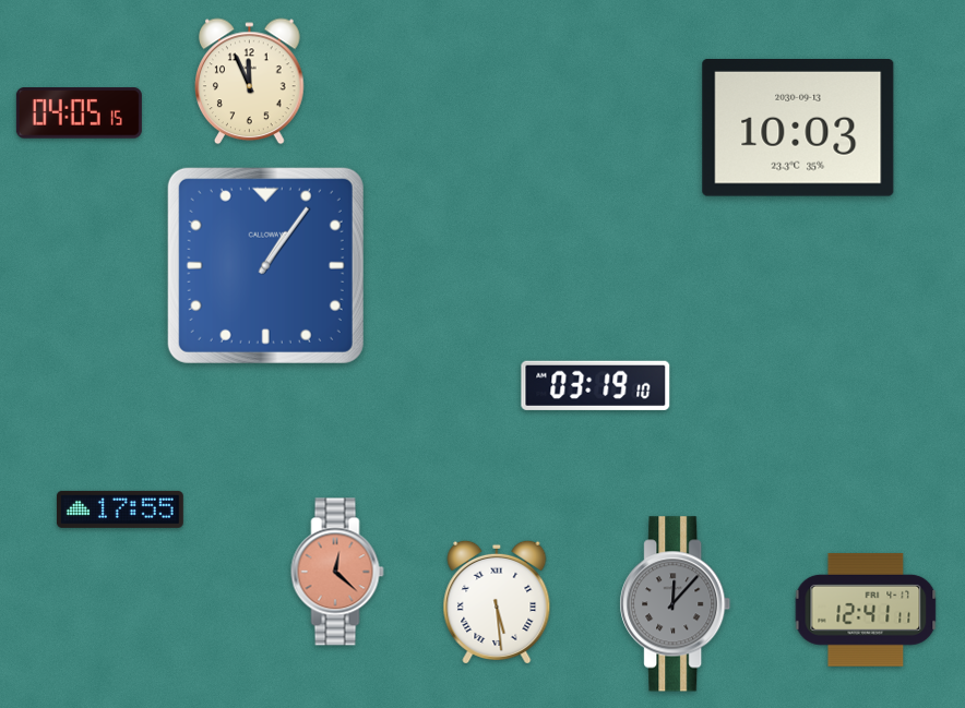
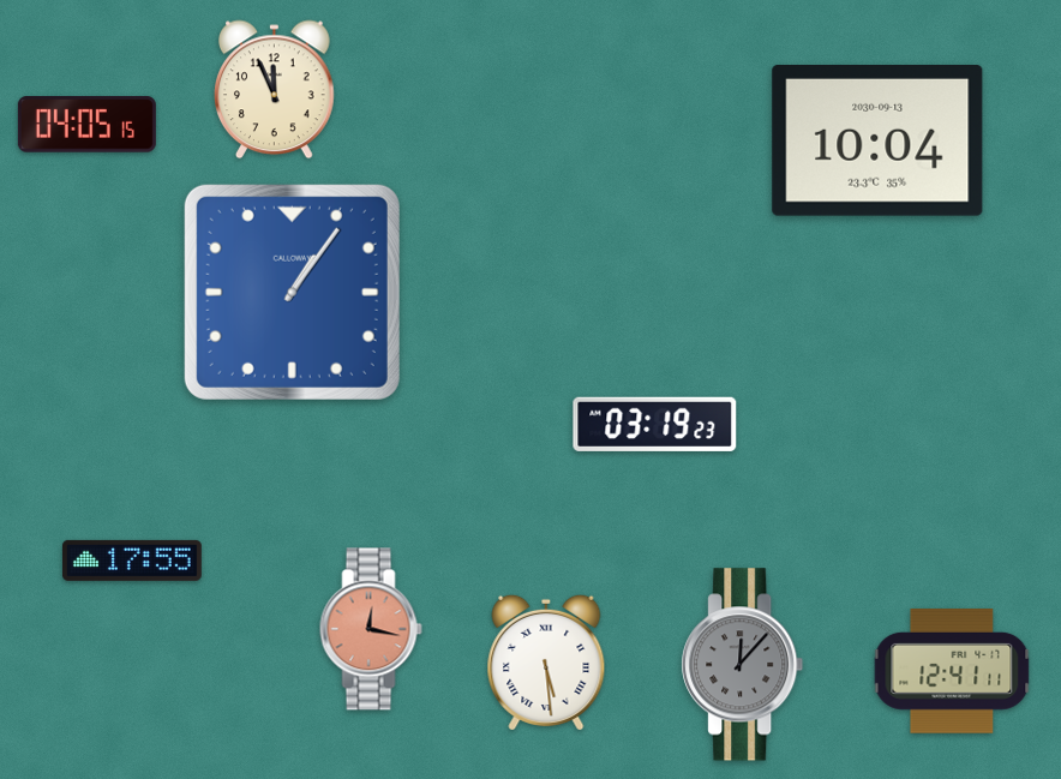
clock at (798, 129): 10:03 -> 10:04
clock at (596, 385): 03:19:10 -> 03:19:23
clock at (337, 572): 12:22 -> 12:17
